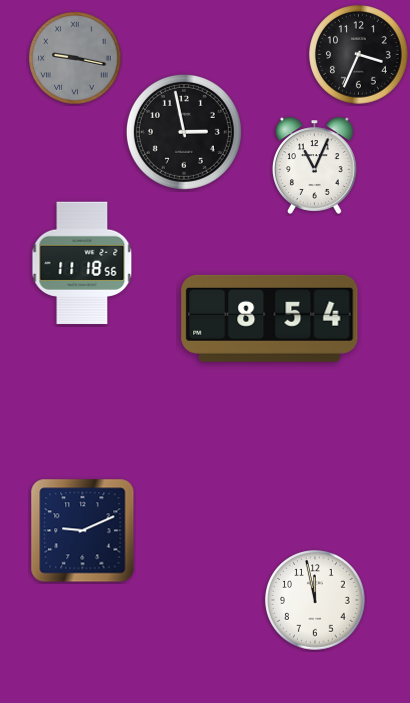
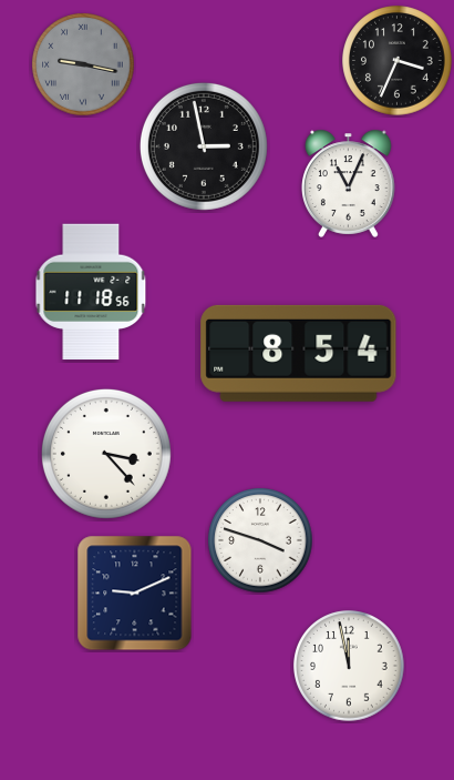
clock at (106, 454): none -> 3:23
clock at (260, 540): none -> 3:48
clock at (83, 531) position: (83, 531) -> (135, 594)
